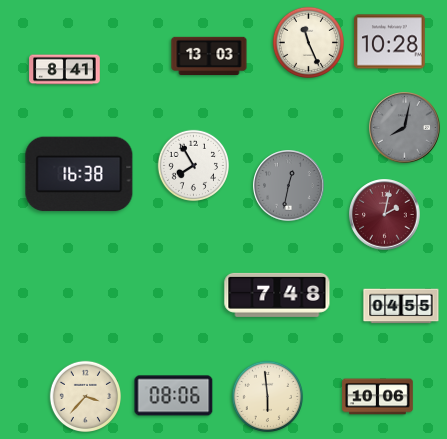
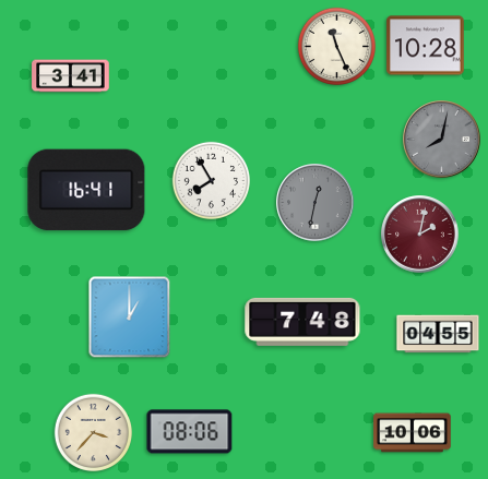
clock at (209, 56): 13:03 -> none
clock at (65, 70): 8:41 -> 3:41
clock at (79, 174): 16:38 -> 16:41
clock at (130, 318): none -> 1:00
clock at (267, 396): 5:59 -> none
